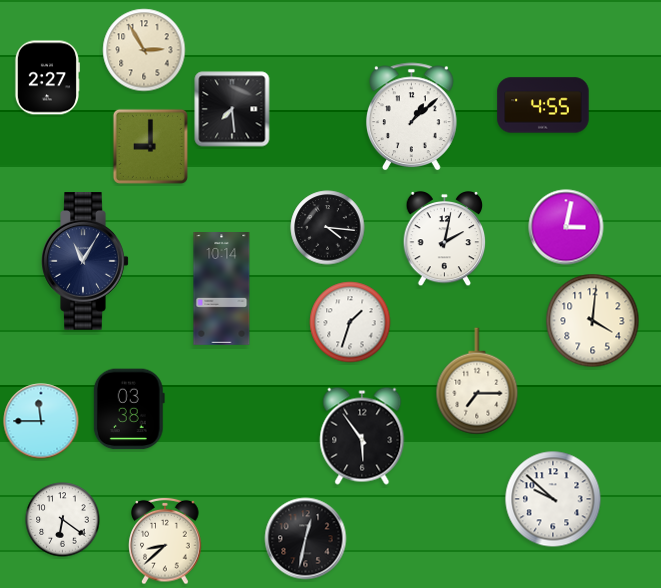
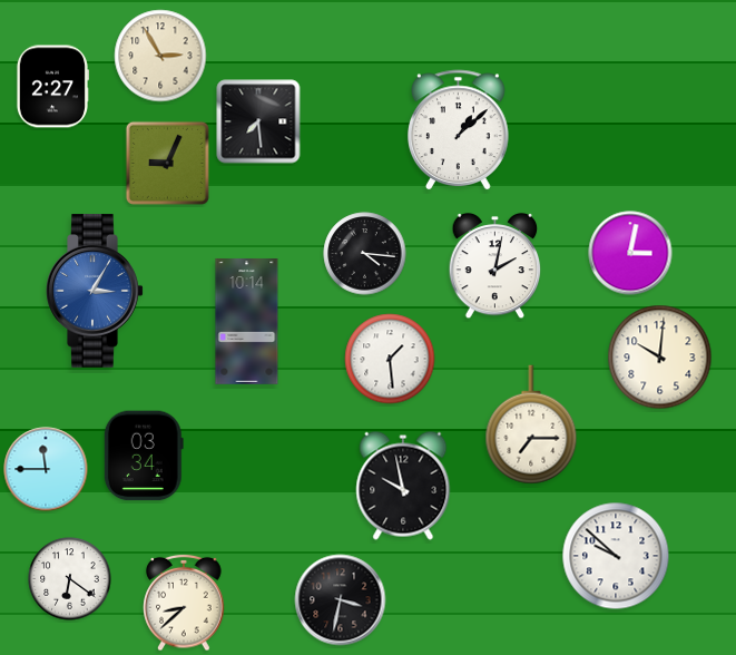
clock at (543, 105): 4:55 -> none
clock at (150, 146): 9:00 -> 9:04
clock at (85, 262): 11:05 -> 3:05
clock at (85, 262) dial: navy -> blue
clock at (593, 321): 4:01 -> 10:01
clock at (350, 322): 1:33 -> 1:29
clock at (129, 409): 03:38 -> 03:34
clock at (362, 436): 5:54 -> 9:58
clock at (306, 539): 12:32 -> 3:32
